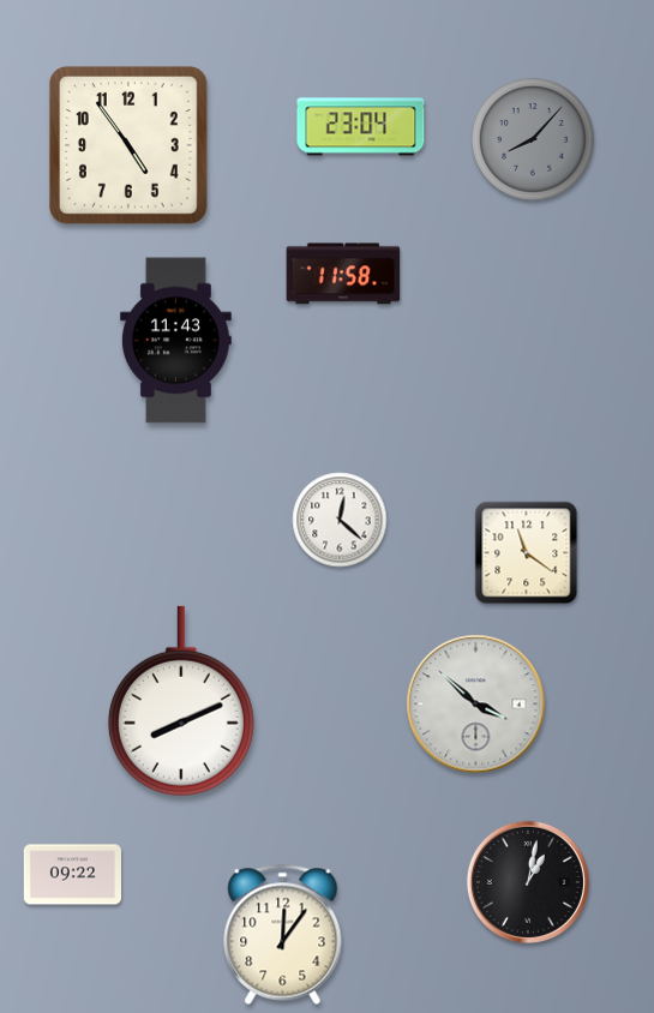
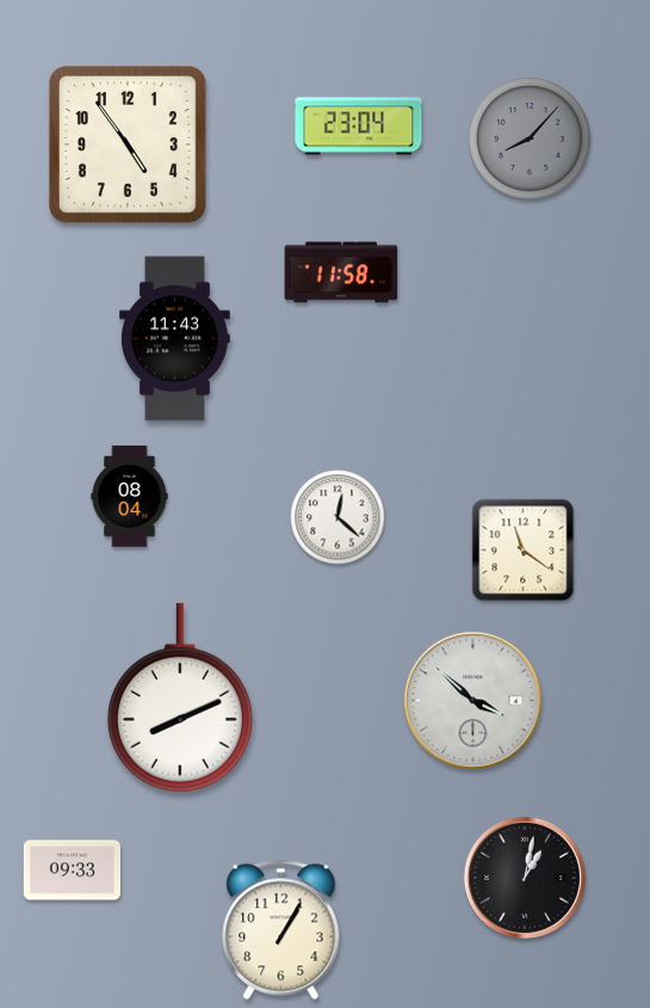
clock at (130, 497): none -> 08:04
clock at (72, 875): 09:22 -> 09:33
clock at (283, 934): 12:06 -> 1:05
